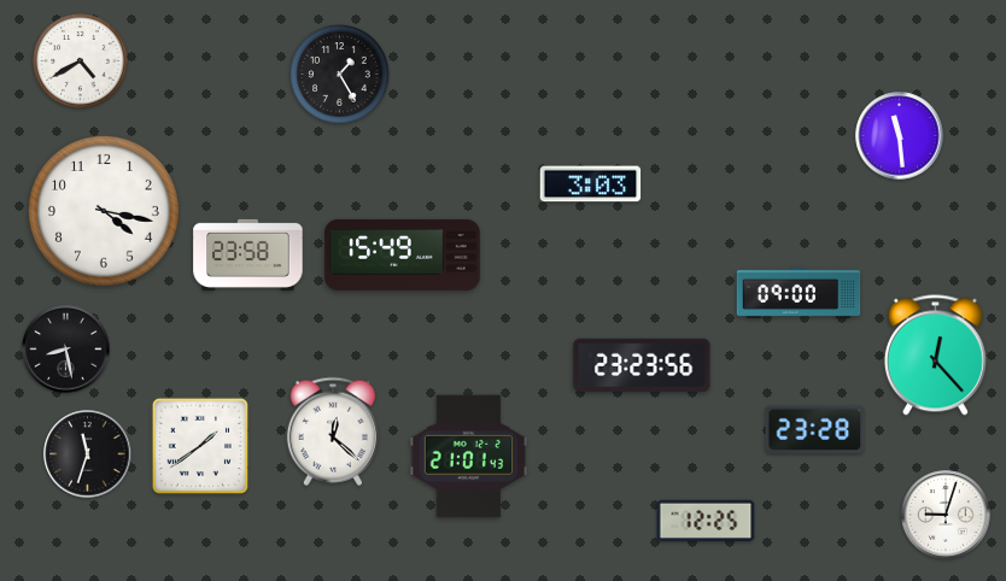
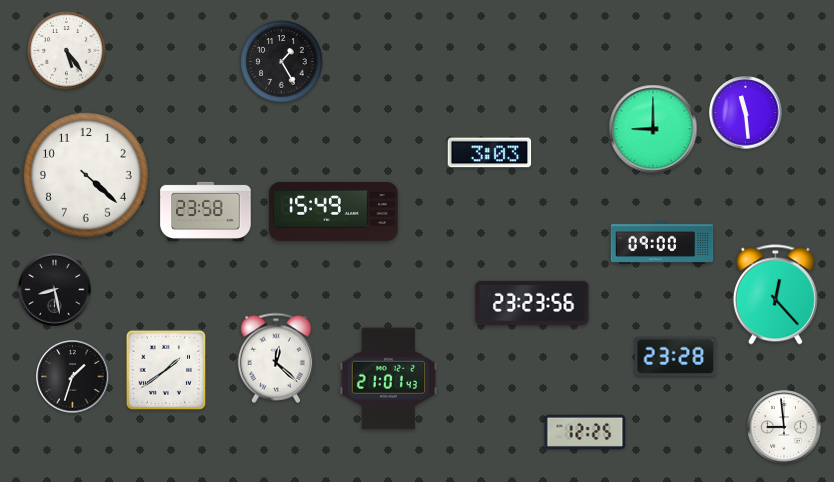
clock at (81, 61): 4:40 -> 5:24
clock at (653, 129): none -> 9:00
clock at (104, 211): 4:17 -> 4:22
clock at (88, 454): 11:33 -> 1:33
clock at (946, 515): 9:03 -> 8:59
